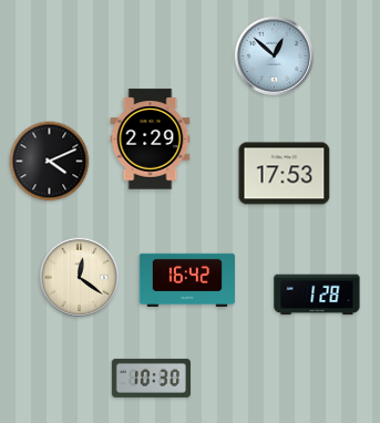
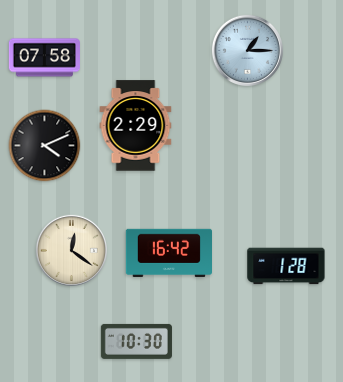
clock at (274, 55): 12:52 -> 1:15
clock at (44, 58): none -> 07:58
clock at (285, 174): 17:53 -> none
